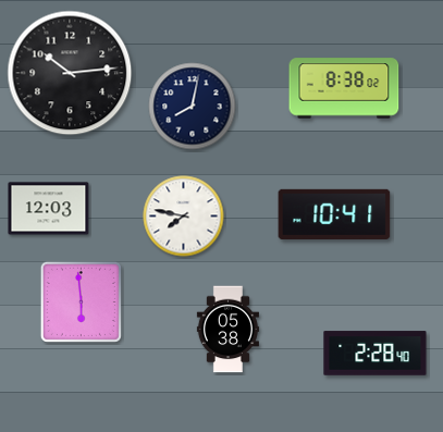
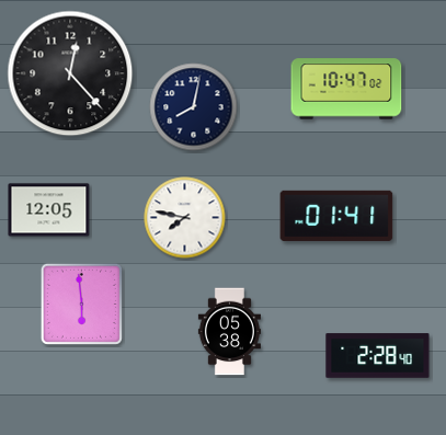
clock at (70, 73): 10:14 -> 12:23
clock at (344, 88): 8:38 -> 10:47
clock at (49, 209): 12:03 -> 12:05
clock at (334, 214): 10:41 -> 01:41
